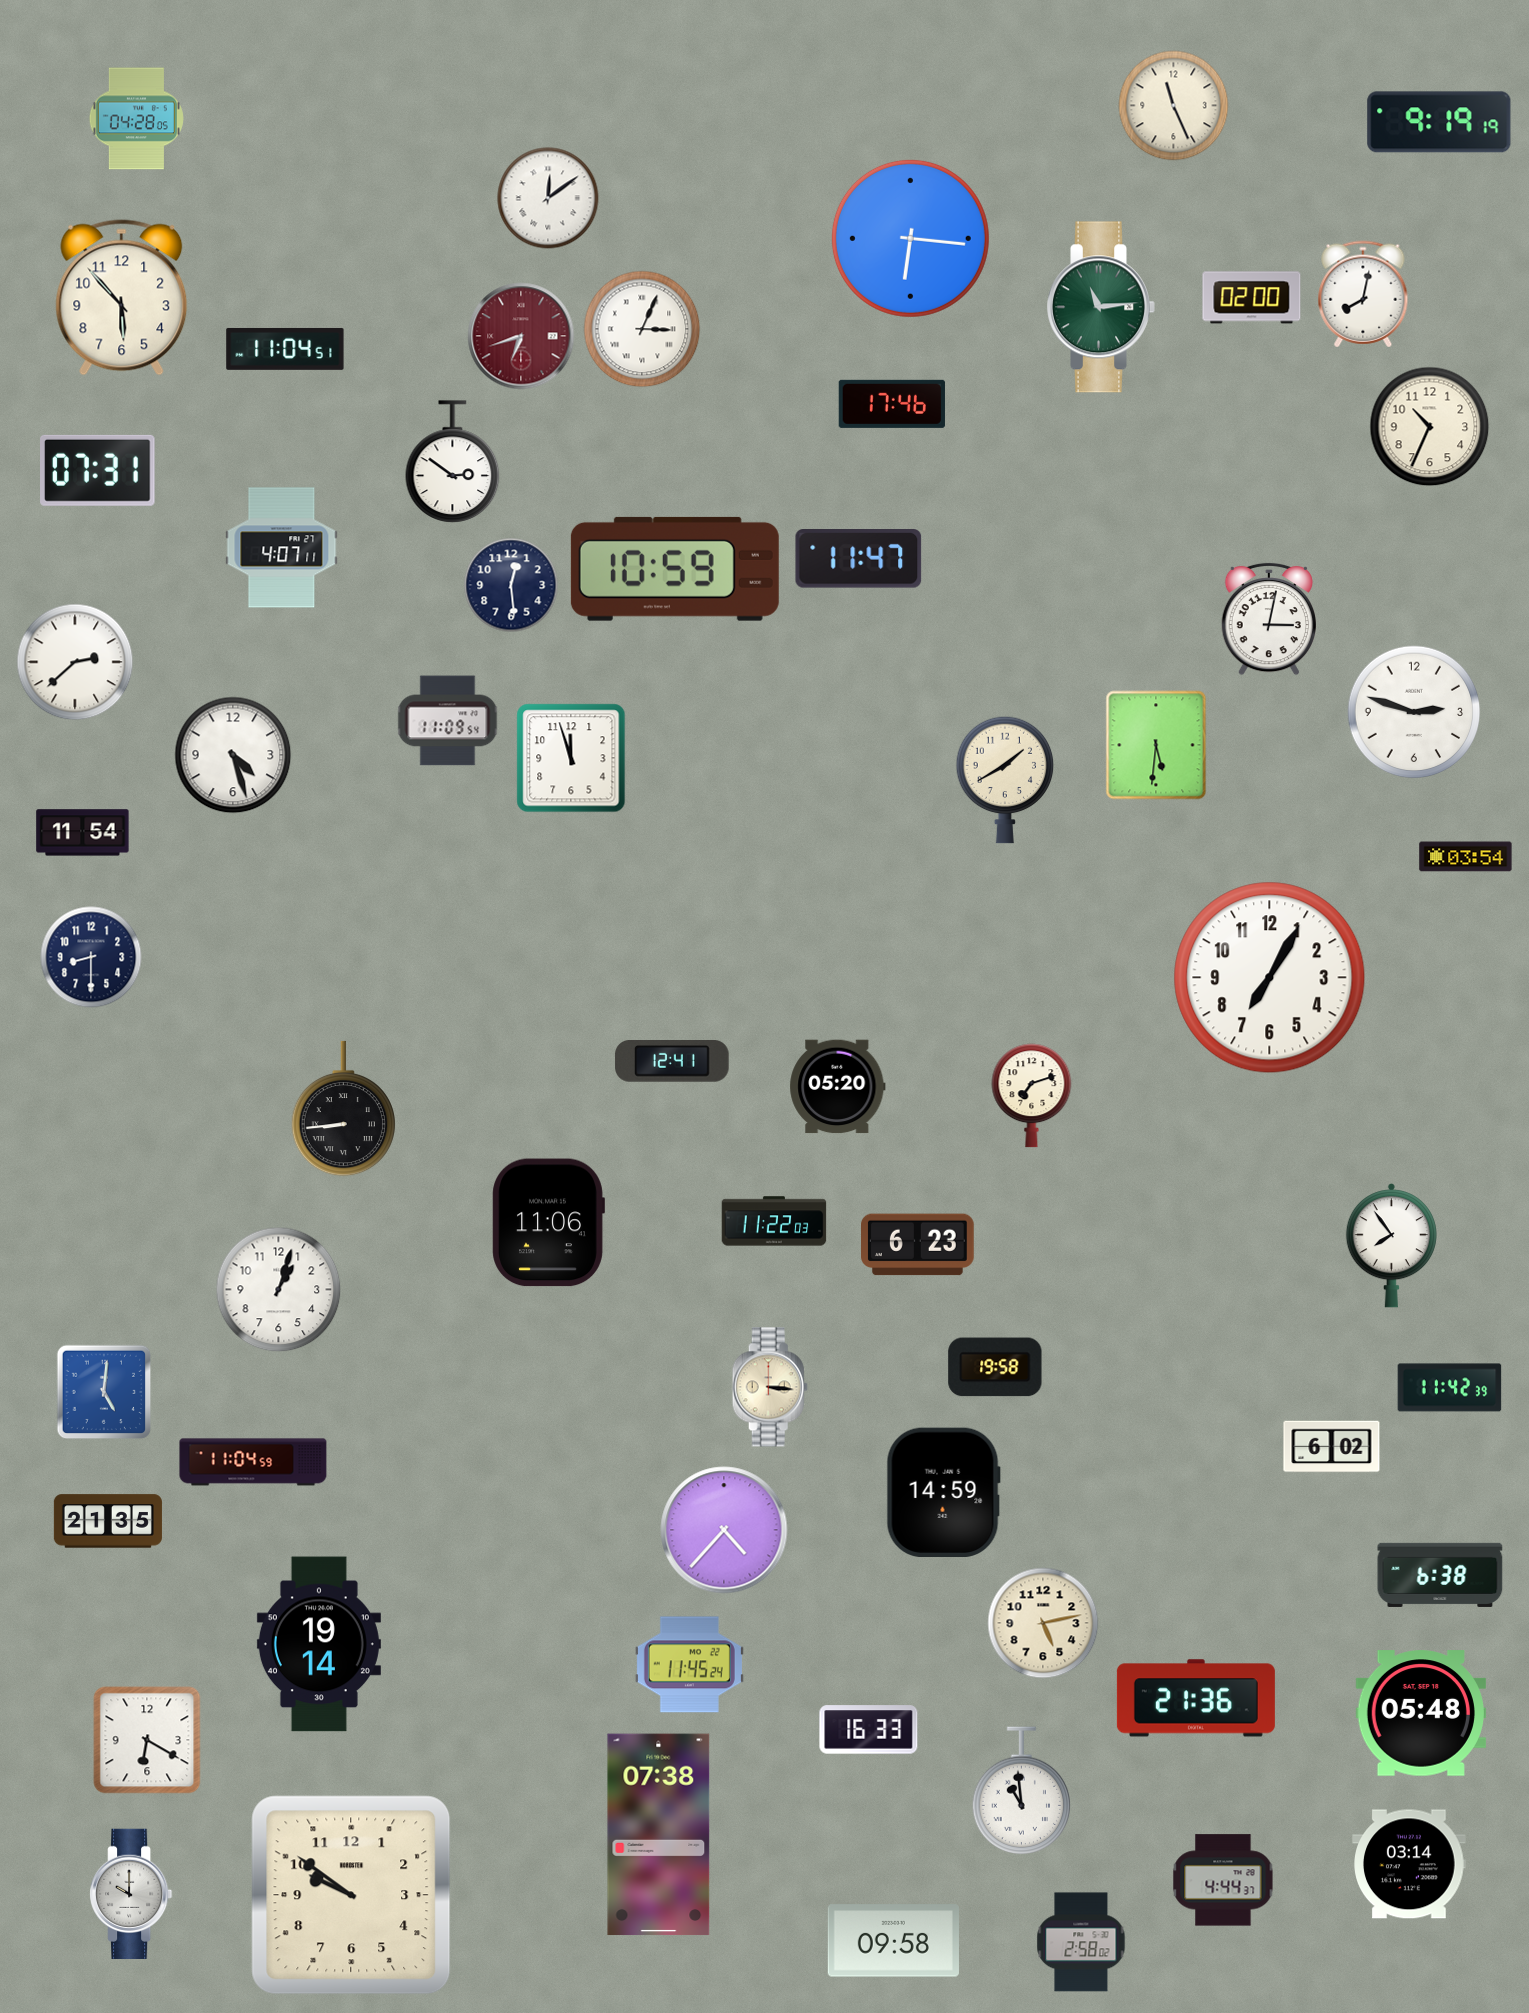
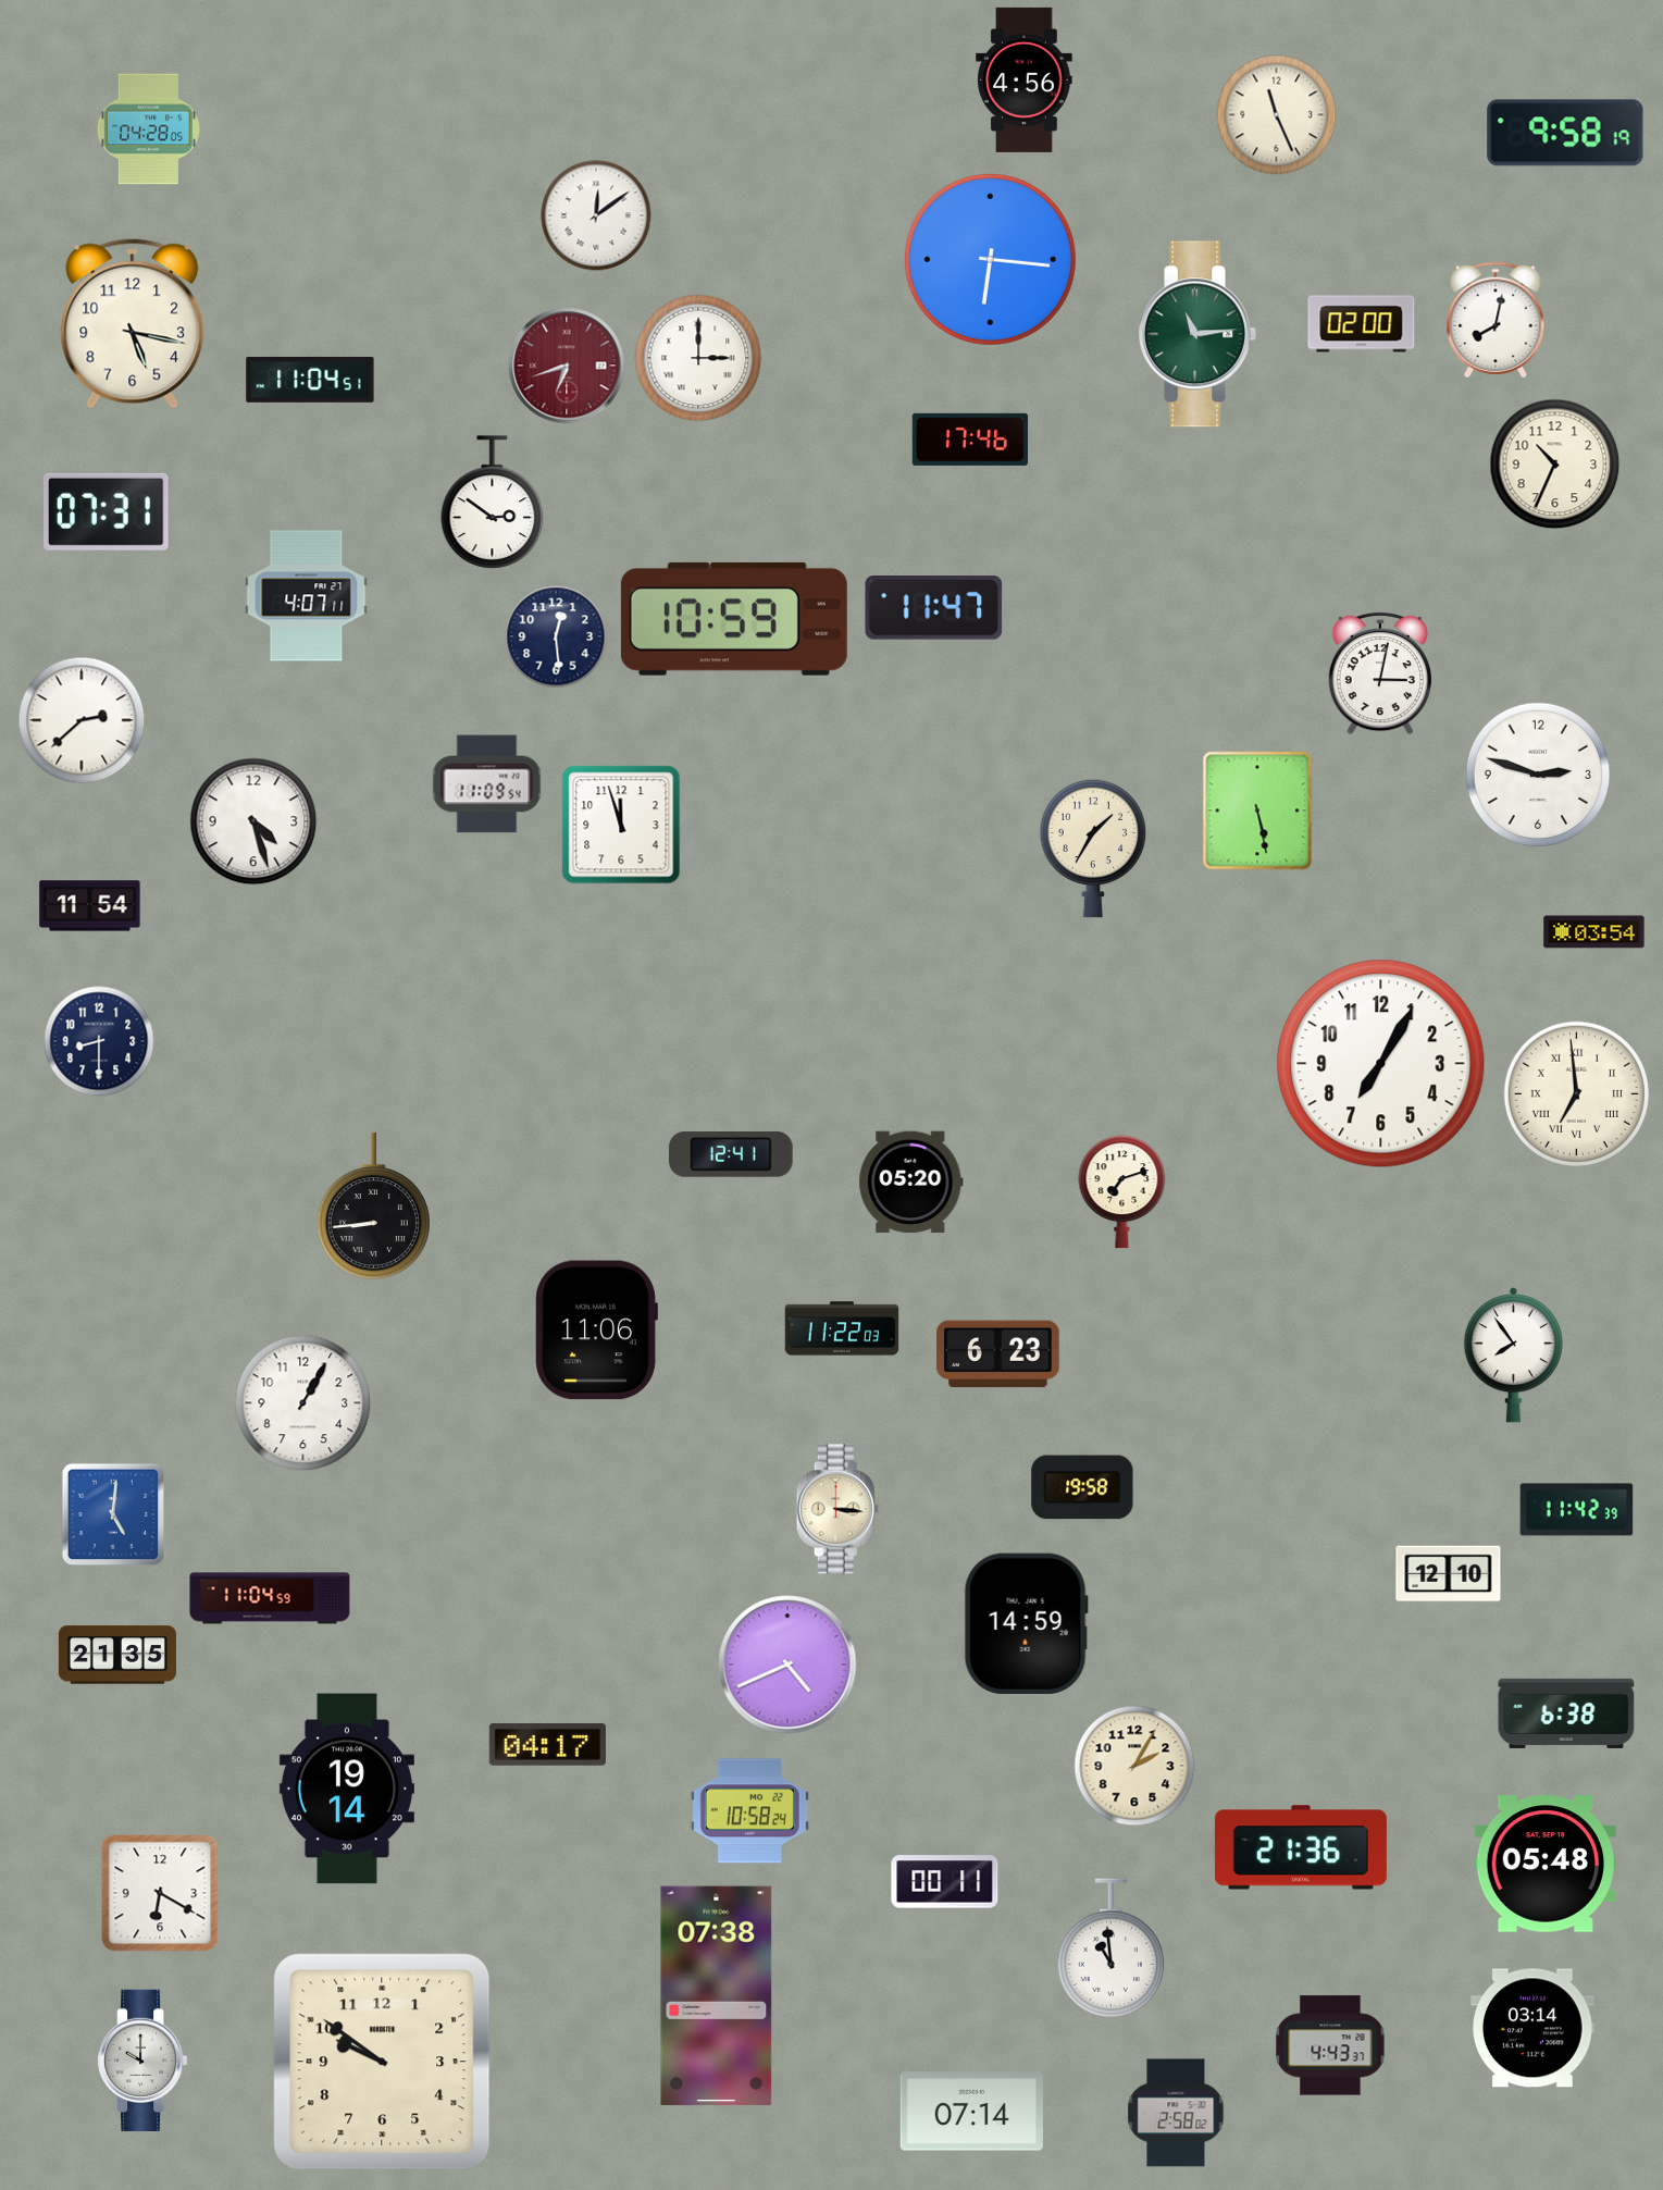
clock at (1025, 79): none -> 4:56
clock at (1439, 122): 9:19 -> 9:58
clock at (1363, 294) position: (1363, 294) -> (1496, 320)
clock at (122, 298): 5:53 -> 5:17
clock at (642, 329): 3:04 -> 3:00
clock at (1156, 745): 5:31 -> 5:28
clock at (1005, 780): 1:40 -> 1:35
clock at (1577, 1094): none -> 6:59
clock at (279, 1290): 1:03 -> 1:05
clock at (1332, 1447): 6:02 -> 12:10
clock at (253, 1462) position: (253, 1462) -> (270, 1598)
clock at (724, 1530): 4:37 -> 4:41
clock at (547, 1745): none -> 04:17
clock at (1043, 1623): 5:13 -> 2:05
clock at (689, 1665): 11:45 -> 10:58
clock at (869, 1730): 16:33 -> 00:11
clock at (1223, 1880): 4:44 -> 4:43
clock at (893, 1941): 09:58 -> 07:14
